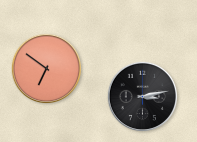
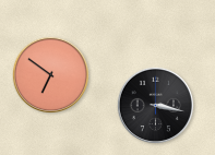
clock at (143, 97): 3:13 -> 3:17
